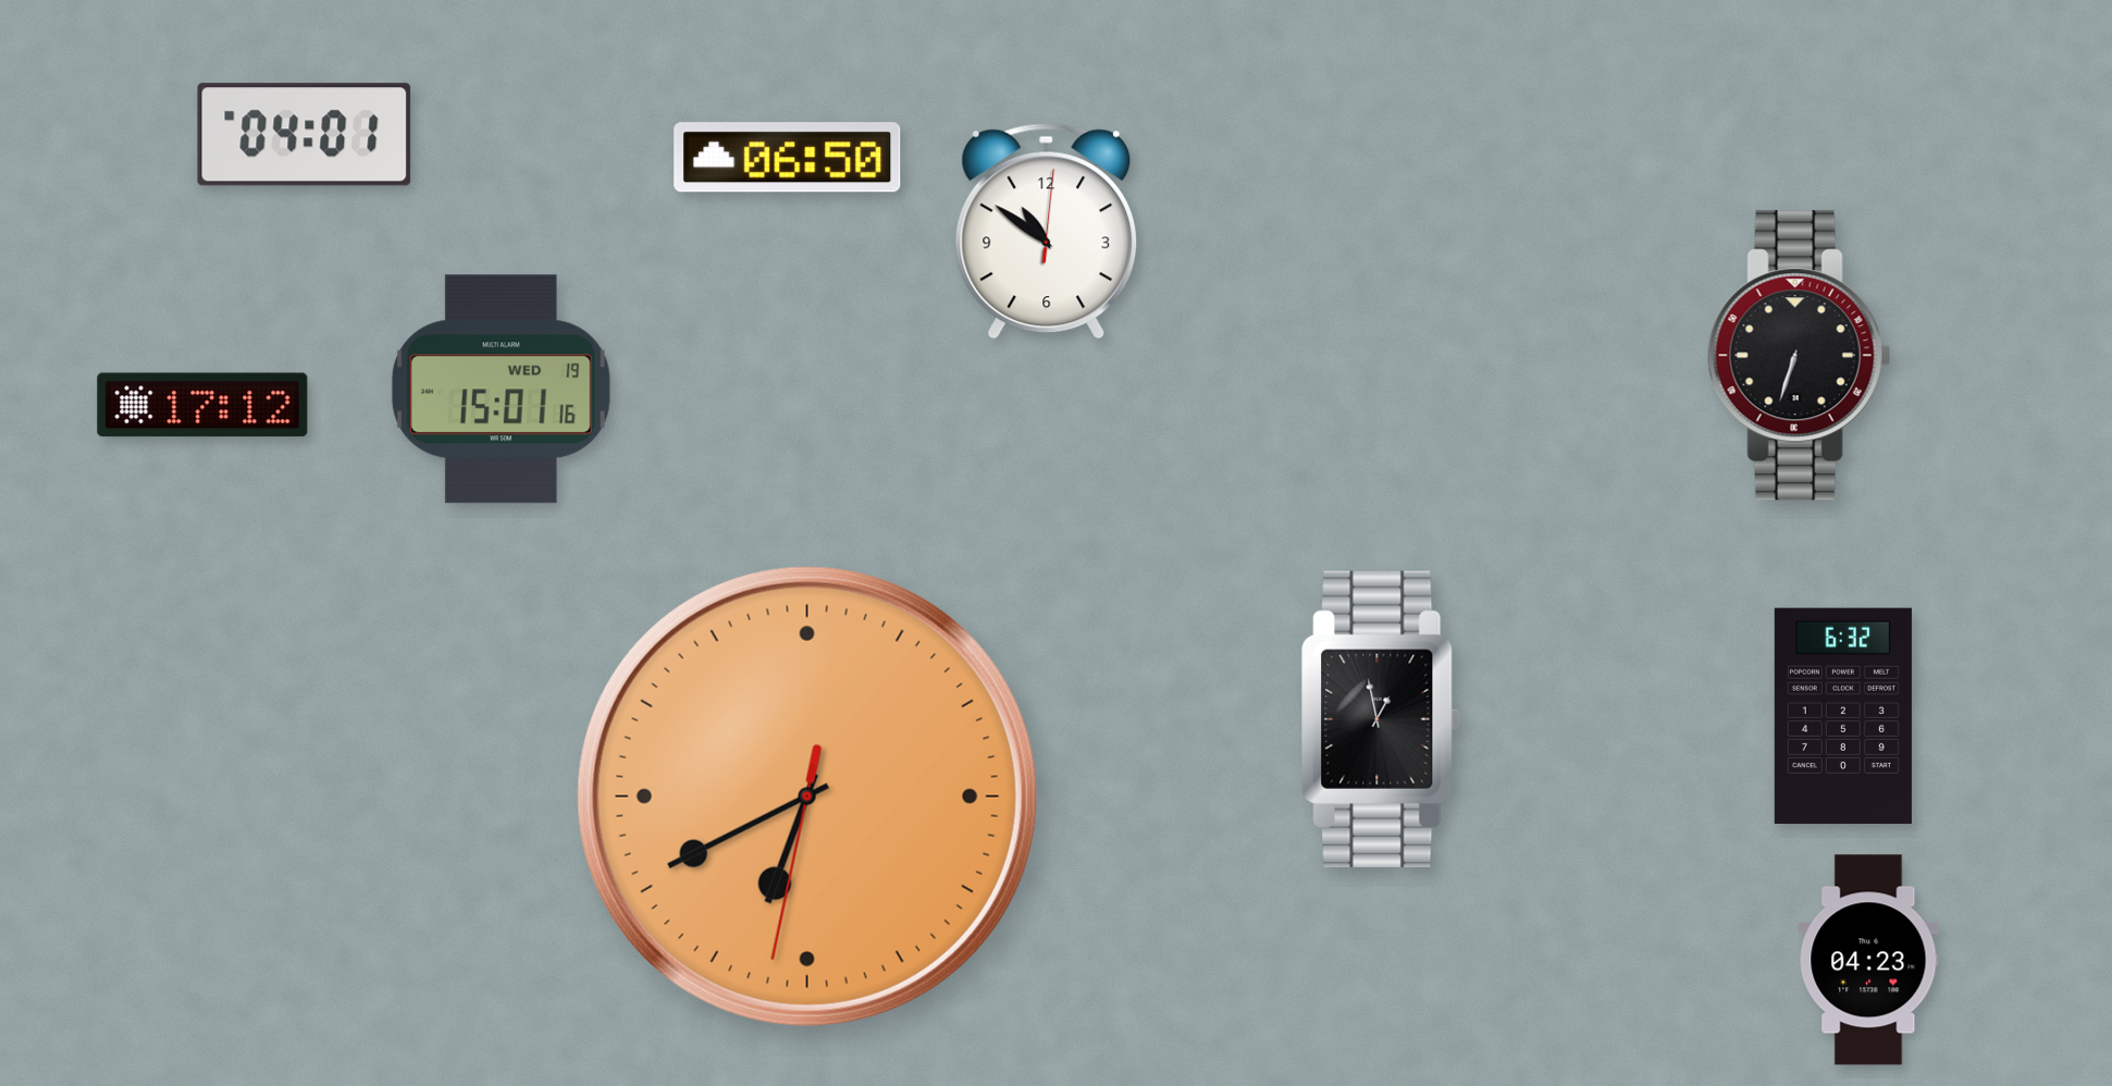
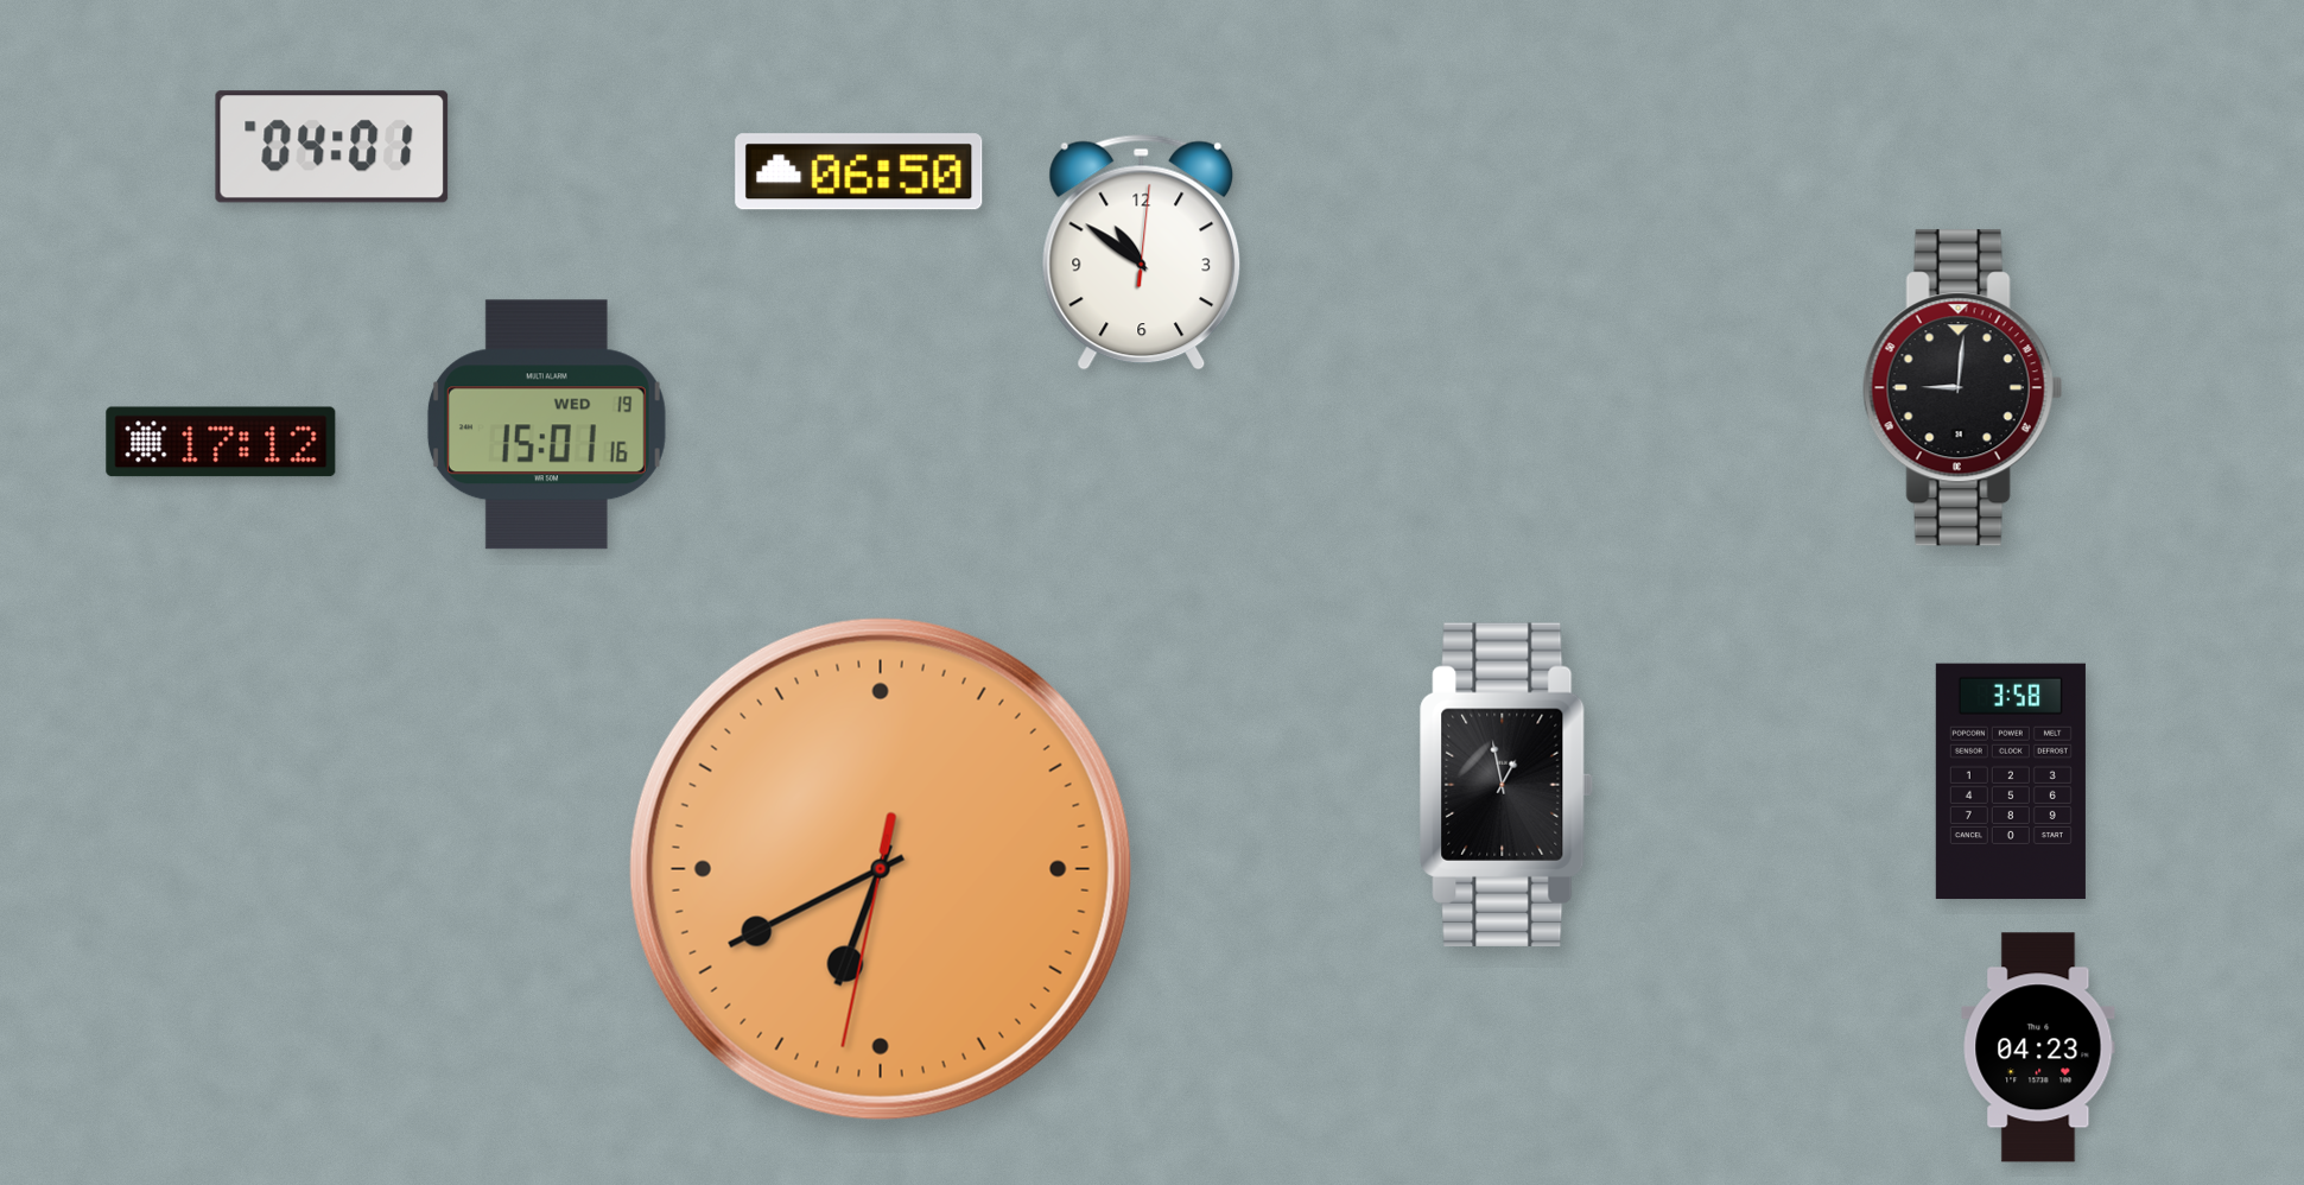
clock at (1799, 356): 6:33 -> 9:01
clock at (1843, 716): 6:32 -> 3:58
